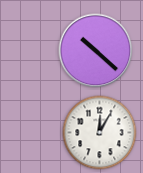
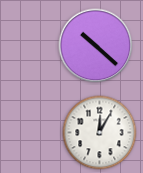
clock at (96, 51) position: (96, 51) -> (96, 46)
